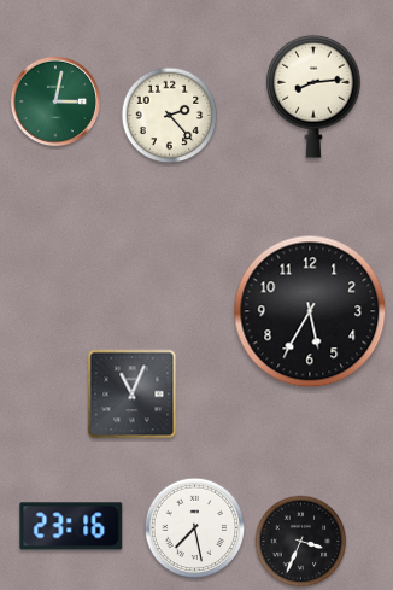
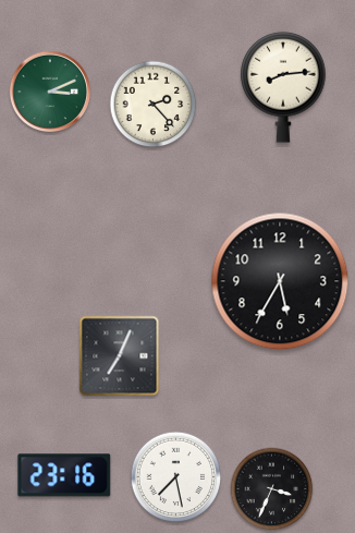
clock at (54, 100): 3:02 -> 3:11
clock at (133, 395): 11:04 -> 7:04
